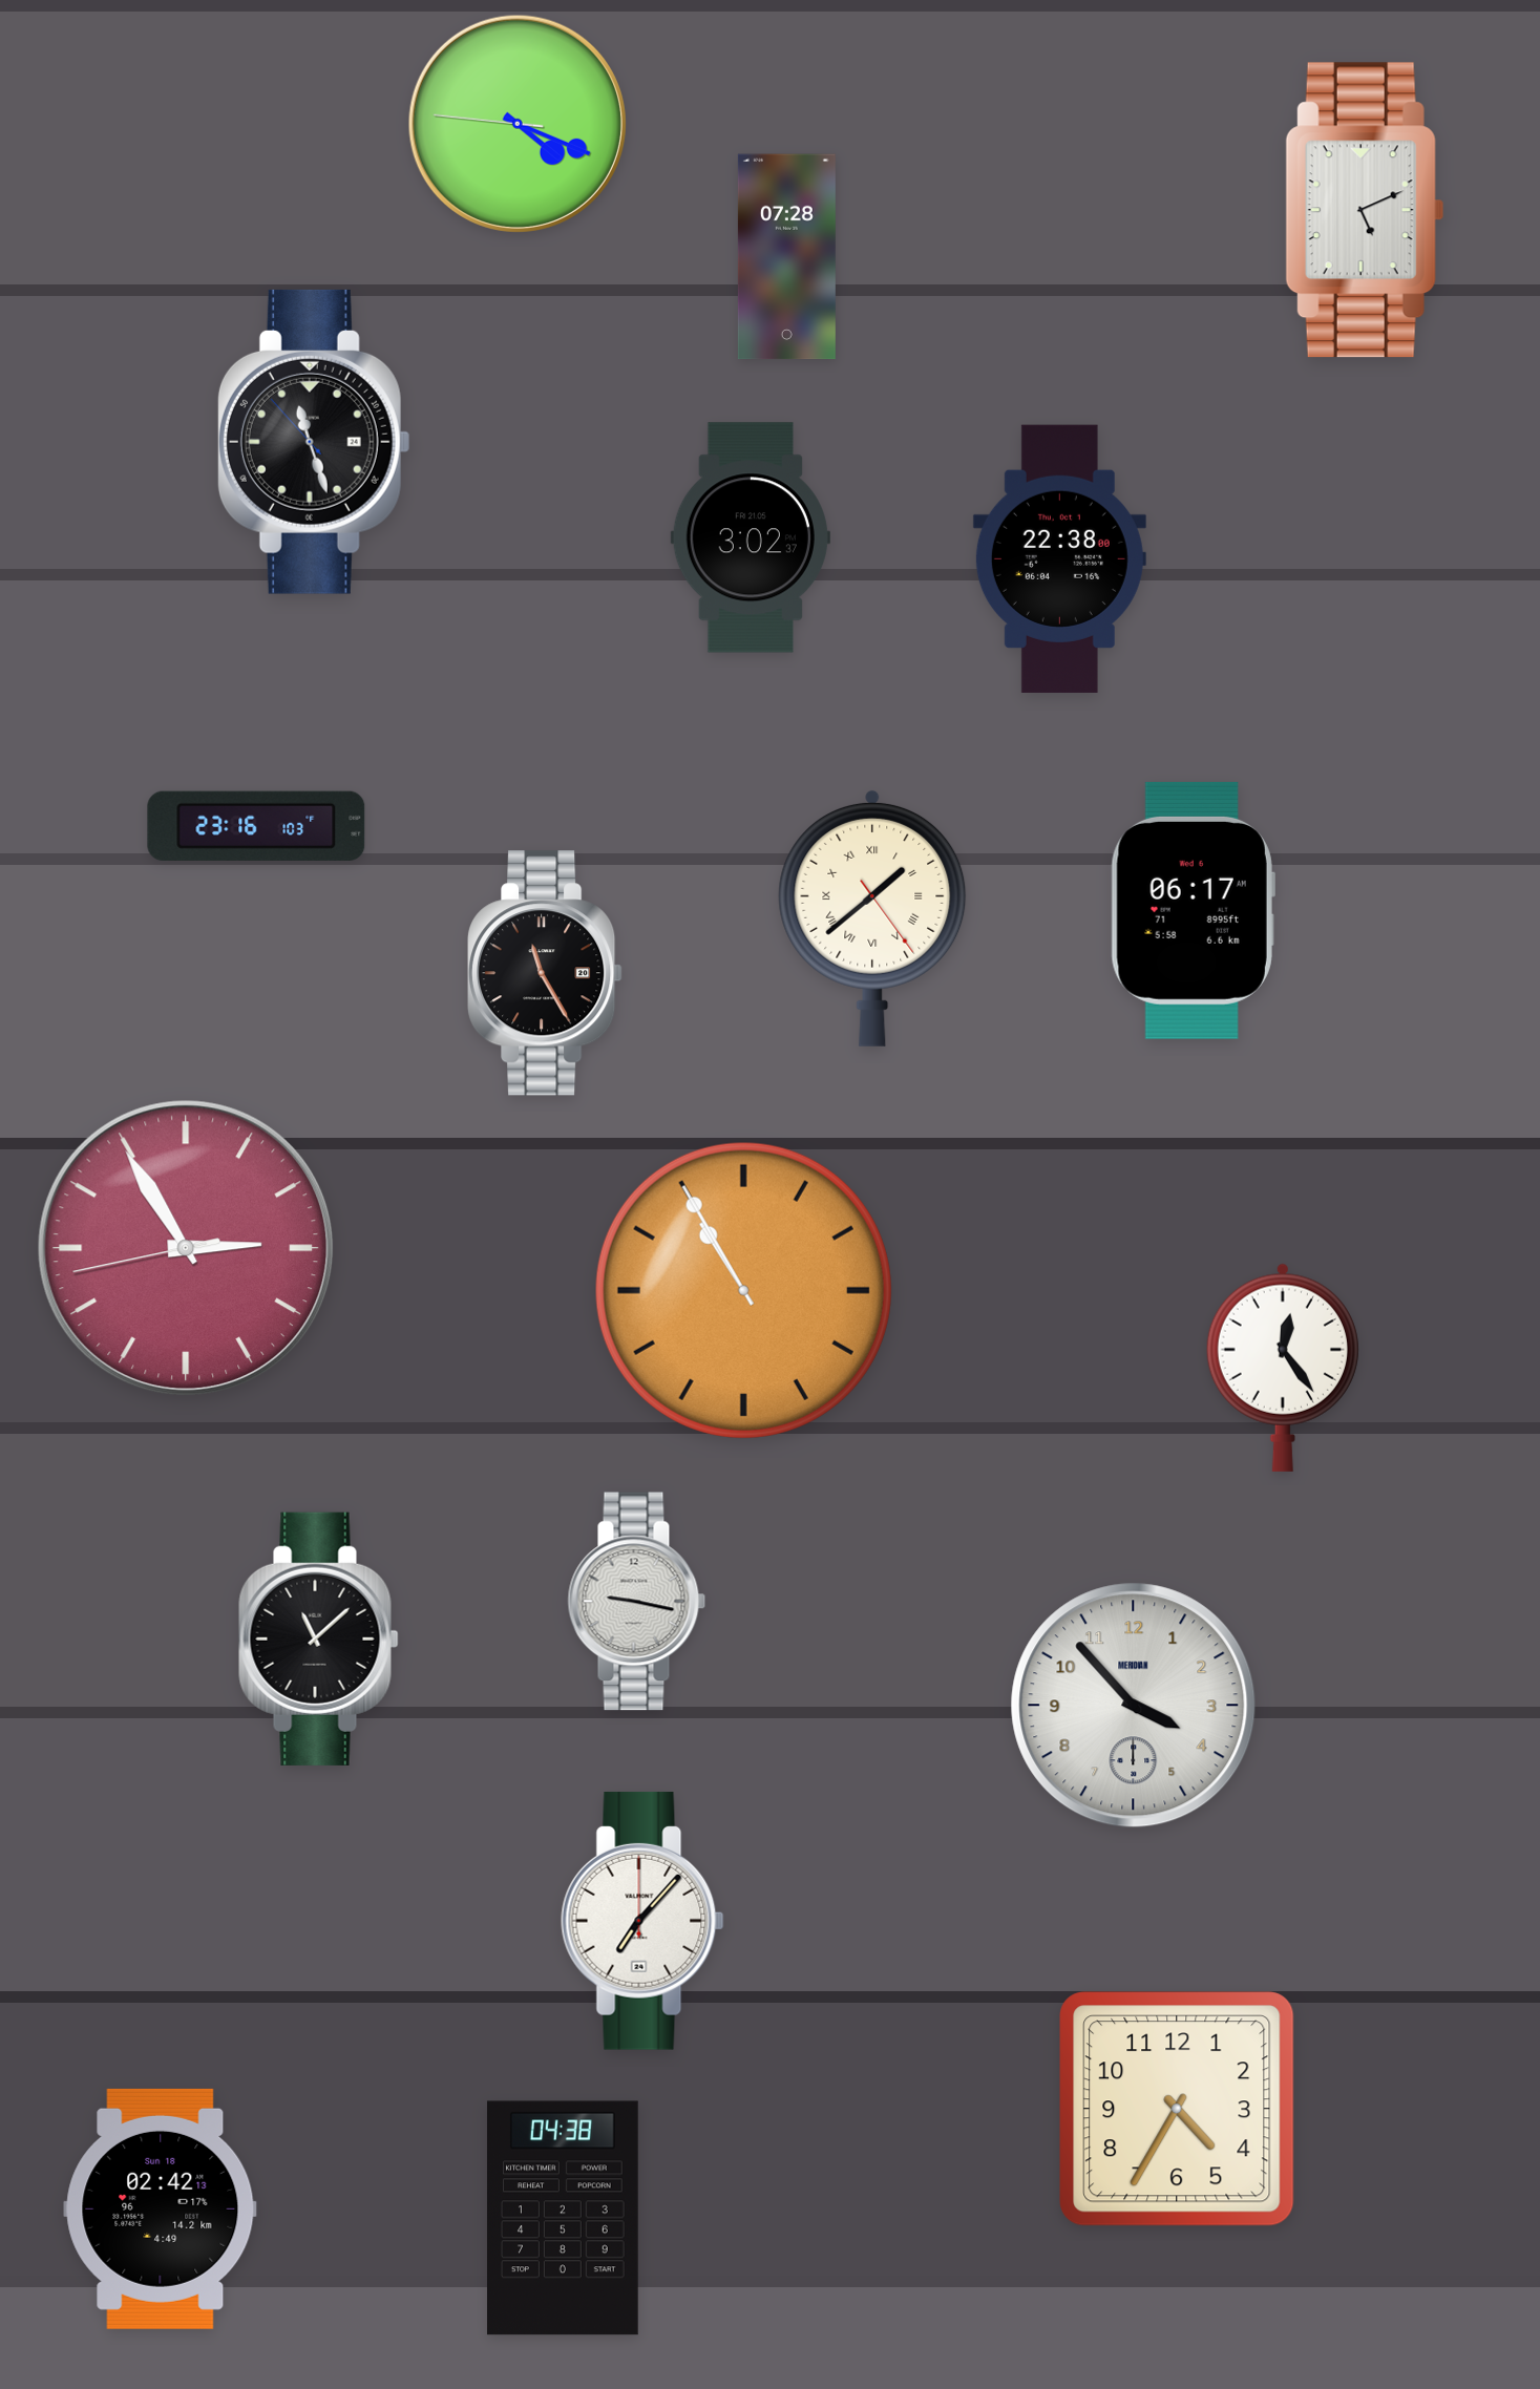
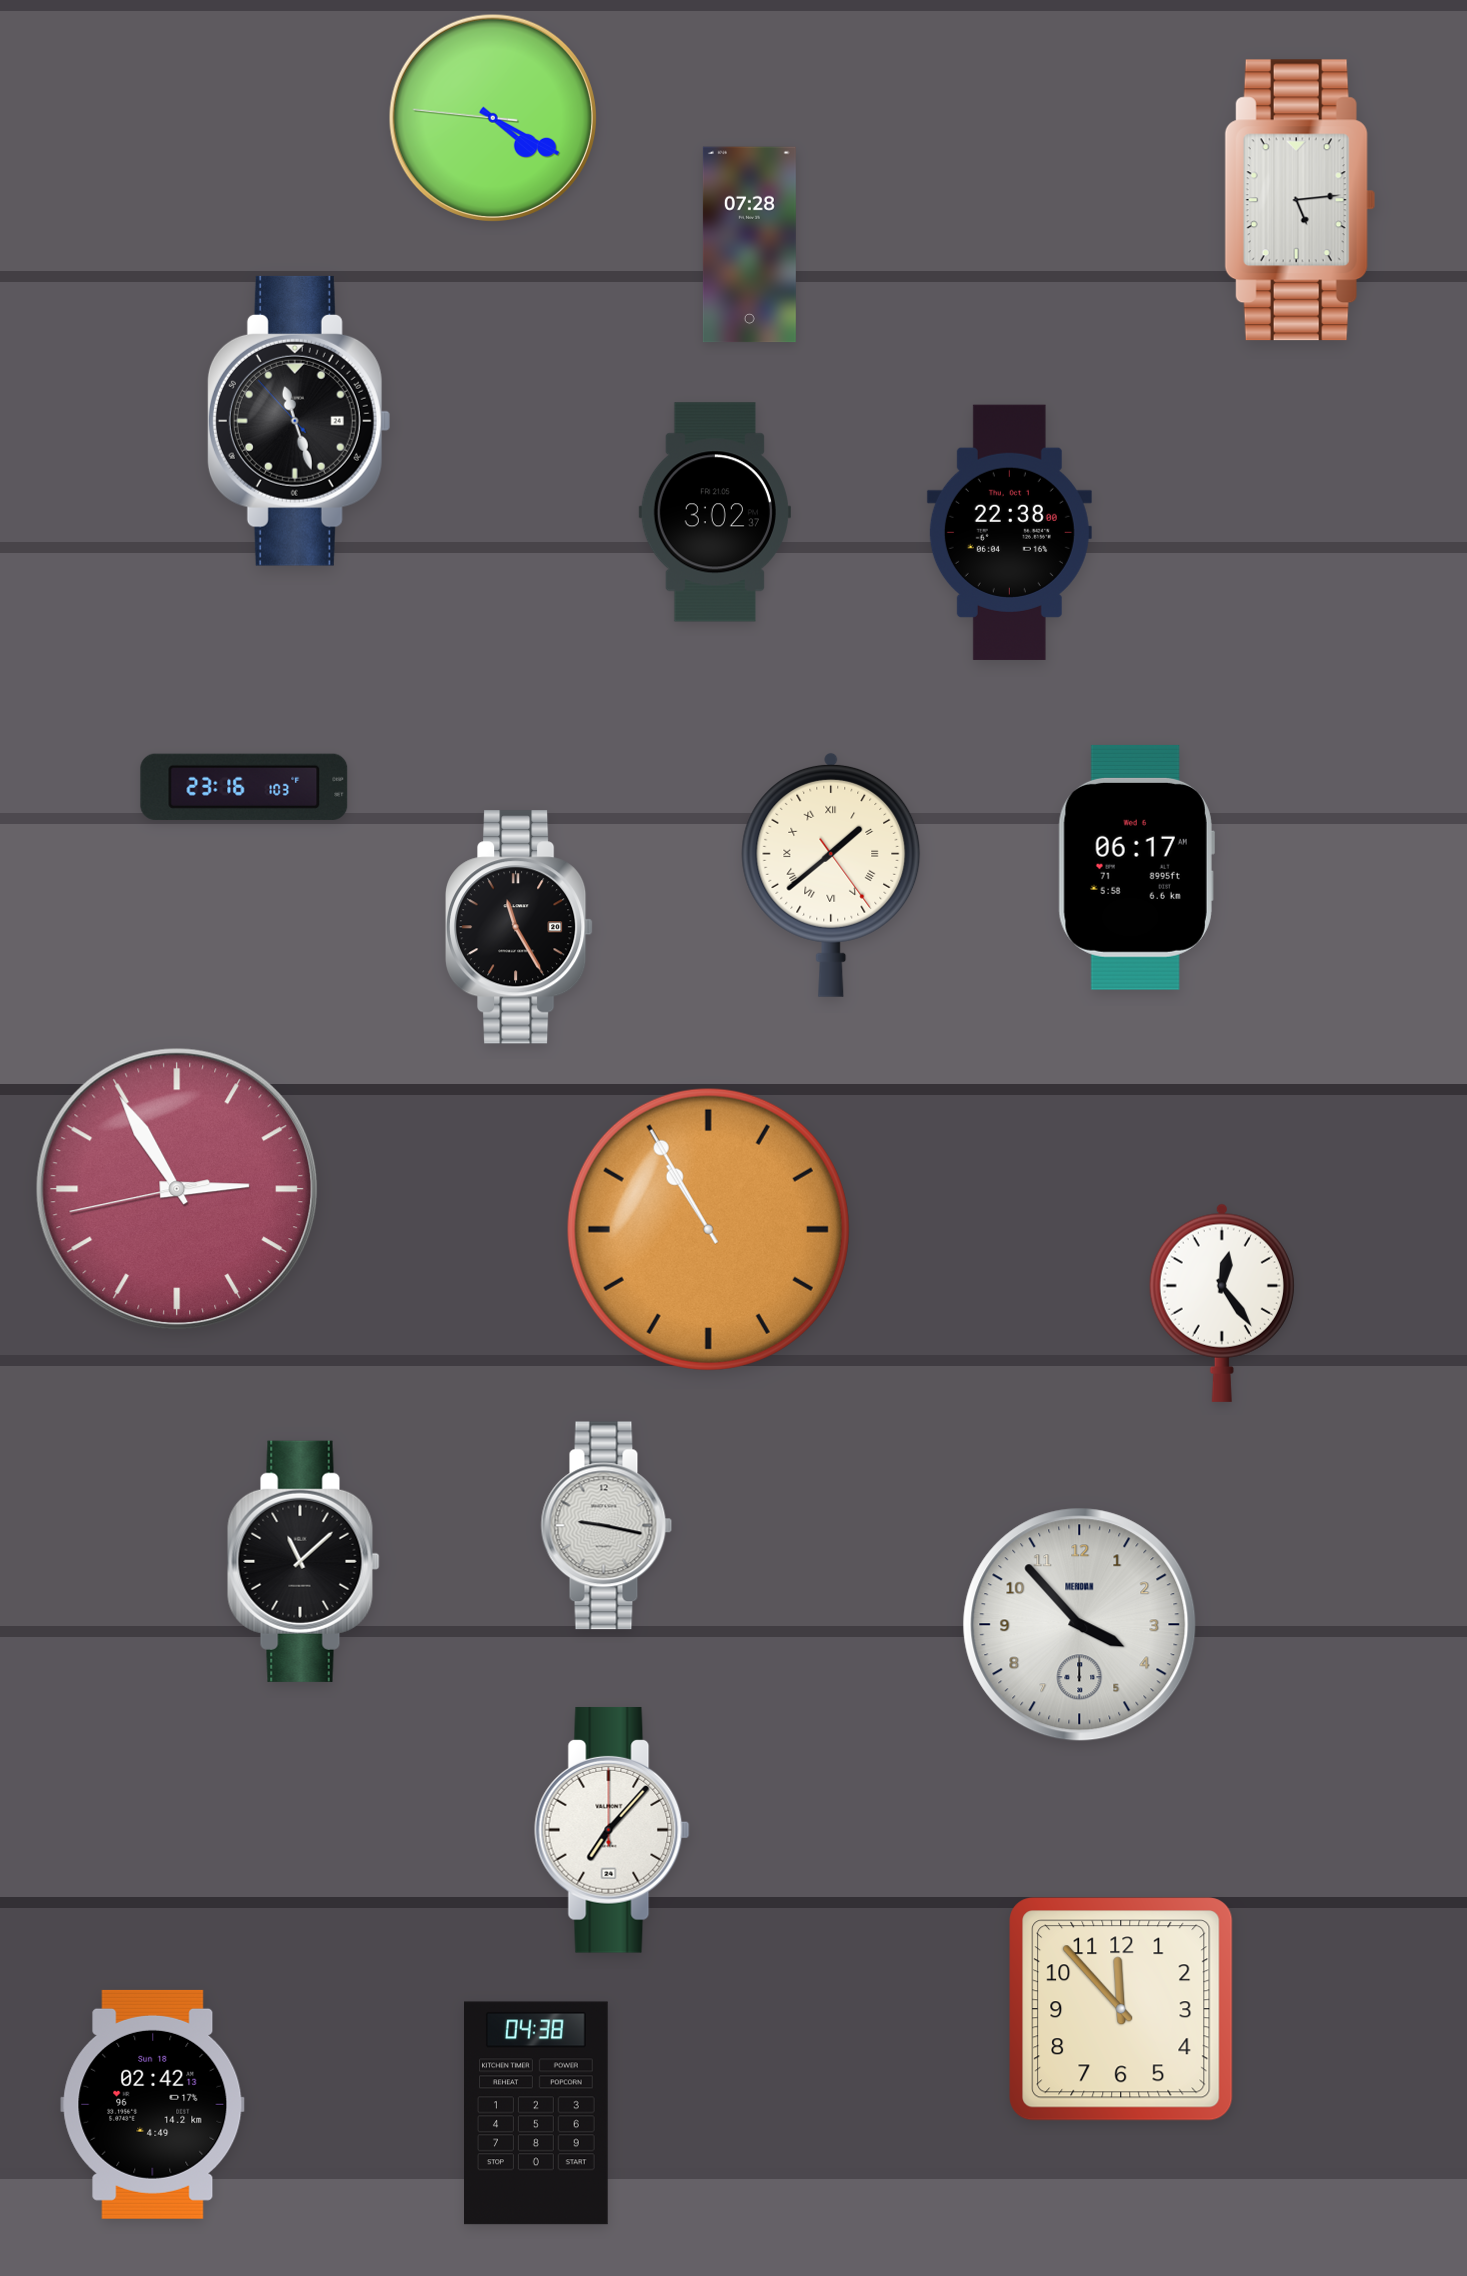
clock at (518, 124): 4:18 -> 4:19
clock at (1365, 210): 5:11 -> 5:14
clock at (1177, 2109): 4:35 -> 11:53
